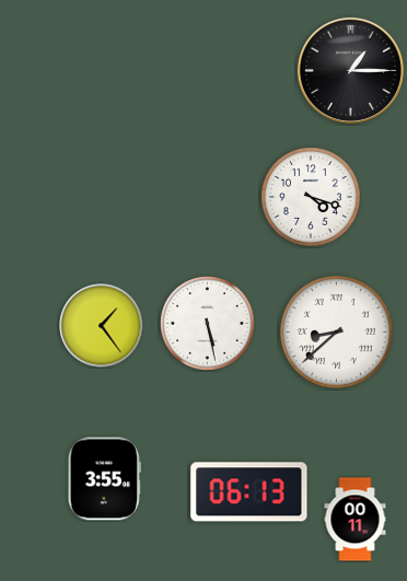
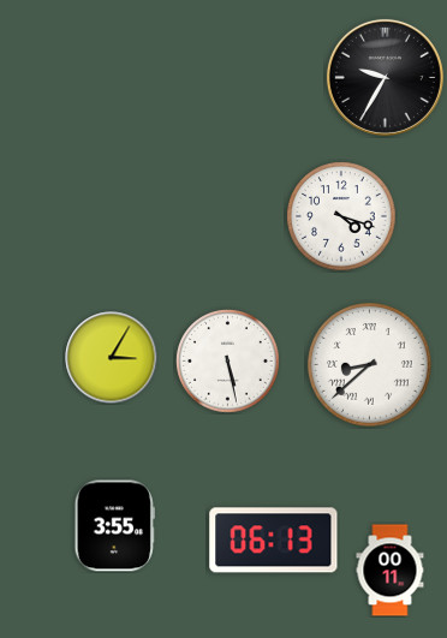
clock at (350, 70): 1:15 -> 9:35
clock at (208, 324) position: (208, 324) -> (228, 362)
clock at (102, 326): 1:24 -> 3:05
